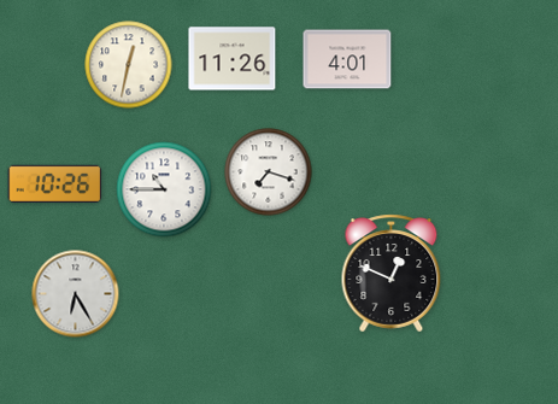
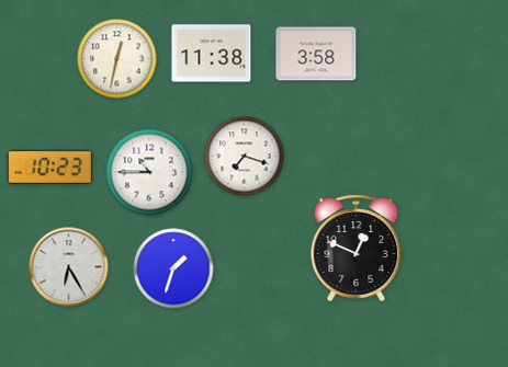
clock at (233, 59): 11:26 -> 11:38
clock at (347, 59): 4:01 -> 3:58
clock at (55, 183): 10:26 -> 10:23
clock at (173, 268): none -> 1:33
